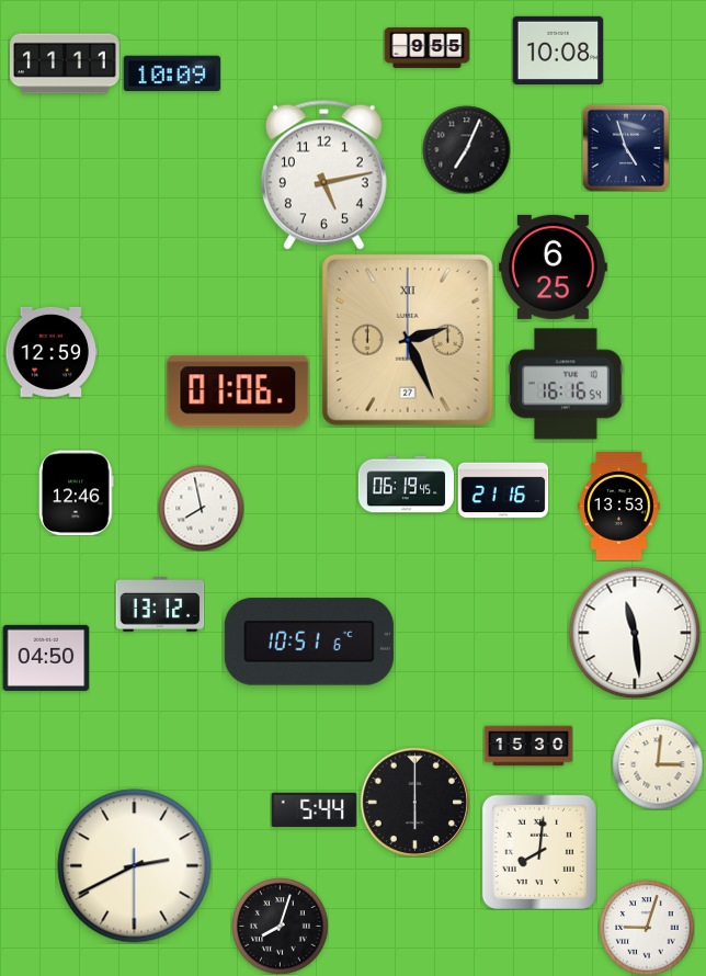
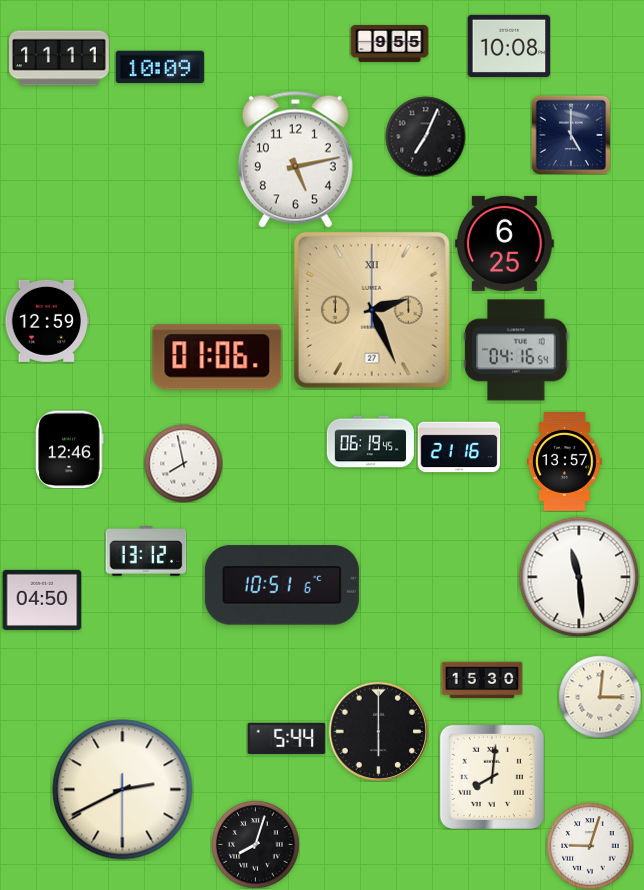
clock at (172, 73) position: (172, 73) -> (160, 67)
clock at (626, 148): 4:57 -> 5:00
clock at (566, 384): 16:16 -> 04:16
clock at (619, 507): 13:53 -> 13:57
